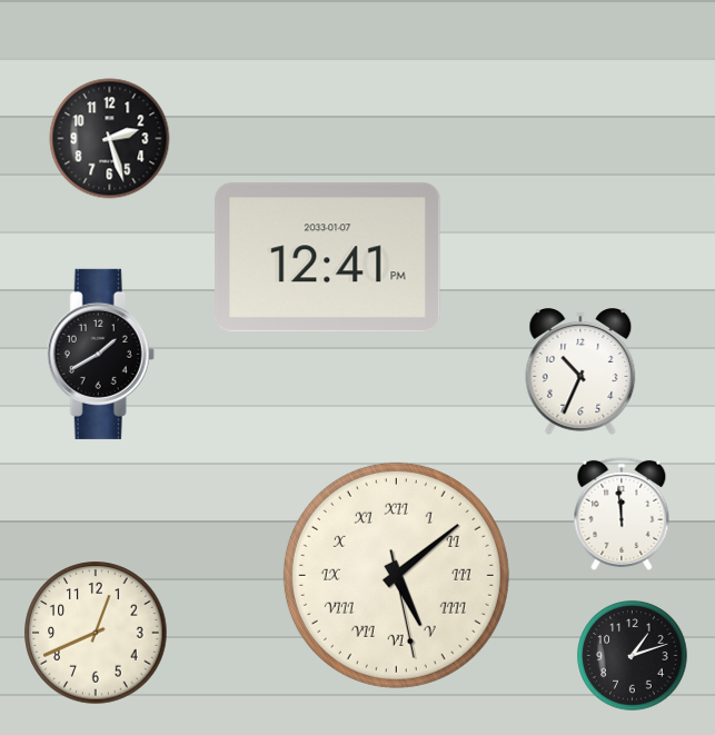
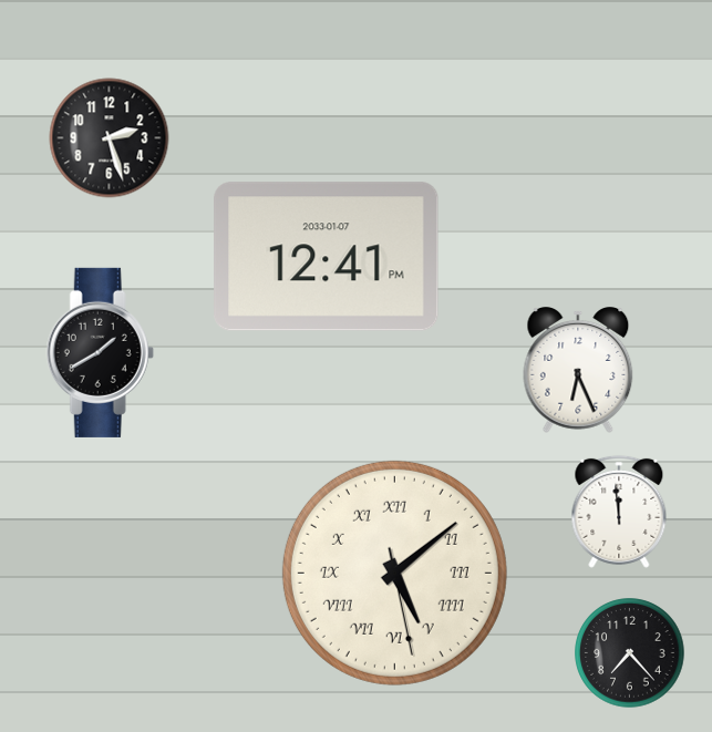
clock at (580, 373): 10:34 -> 6:26
clock at (96, 633): 12:41 -> none
clock at (633, 656): 1:12 -> 7:23
